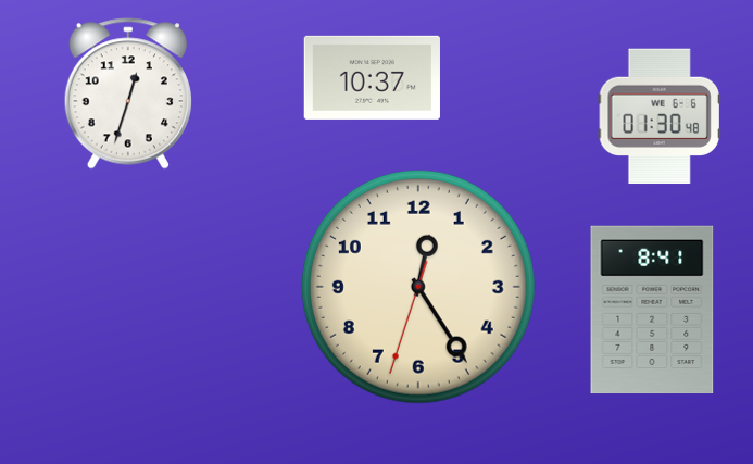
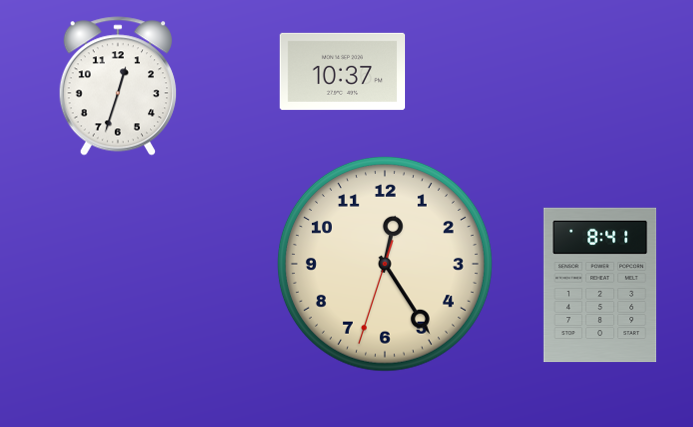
clock at (660, 116): 01:30 -> none
